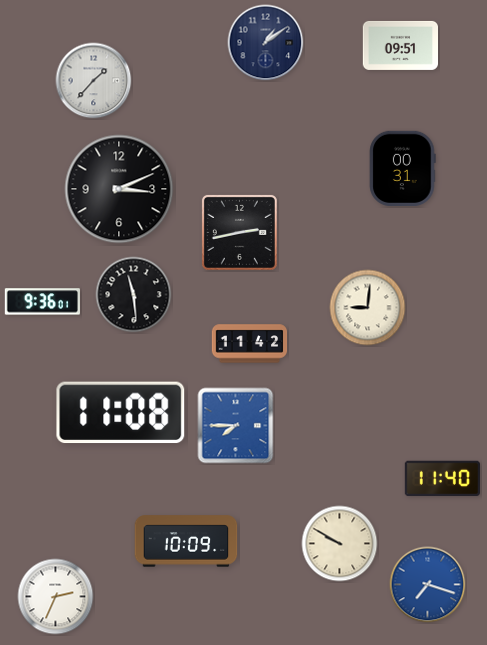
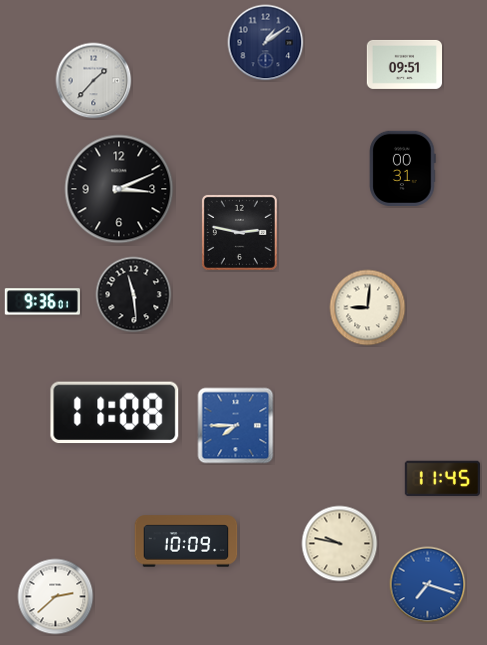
clock at (400, 45) position: (400, 45) -> (404, 64)
clock at (239, 232): 2:43 -> 2:47
clock at (250, 344): 11:42 -> none
clock at (121, 413) position: (121, 413) -> (115, 413)
clock at (442, 479): 11:40 -> 11:45
clock at (340, 544): 9:50 -> 9:47
clock at (56, 597): 2:34 -> 2:38
